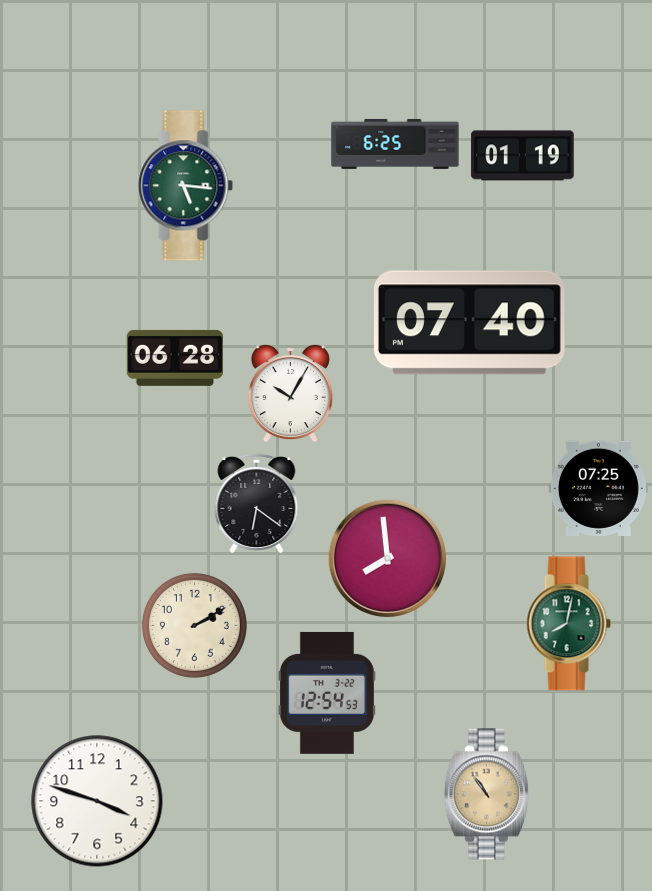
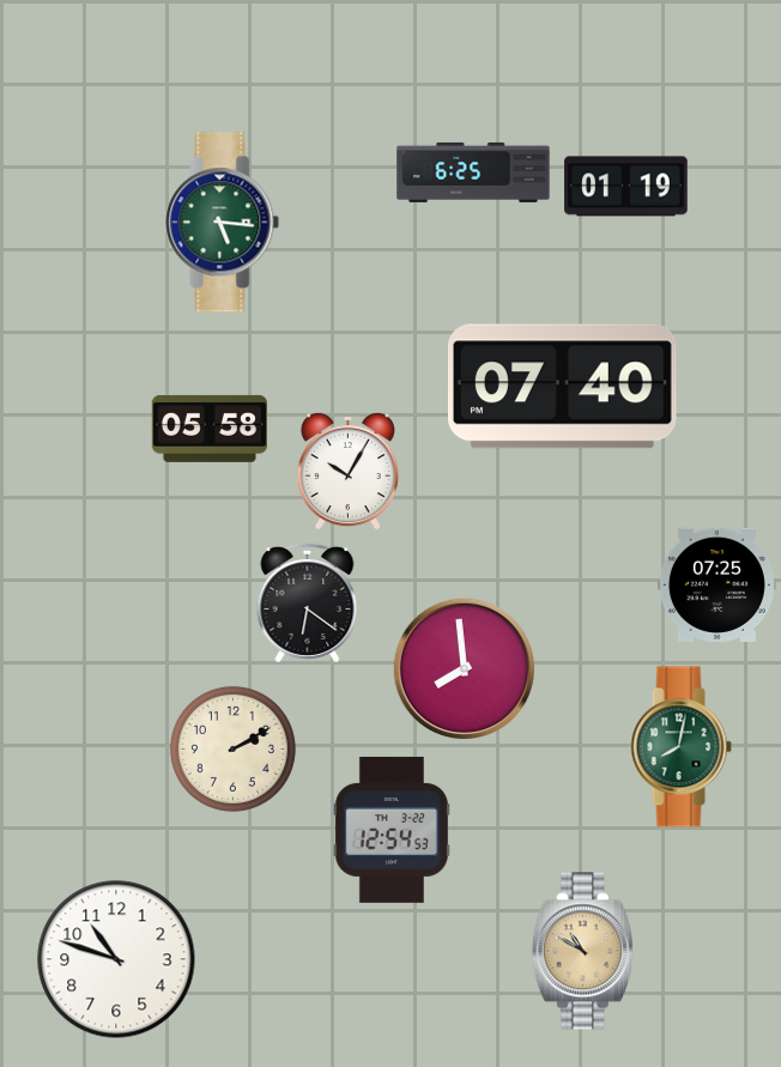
clock at (174, 358): 06:28 -> 05:58
clock at (487, 794): 10:54 -> 10:50
clock at (97, 801): 3:48 -> 10:48
